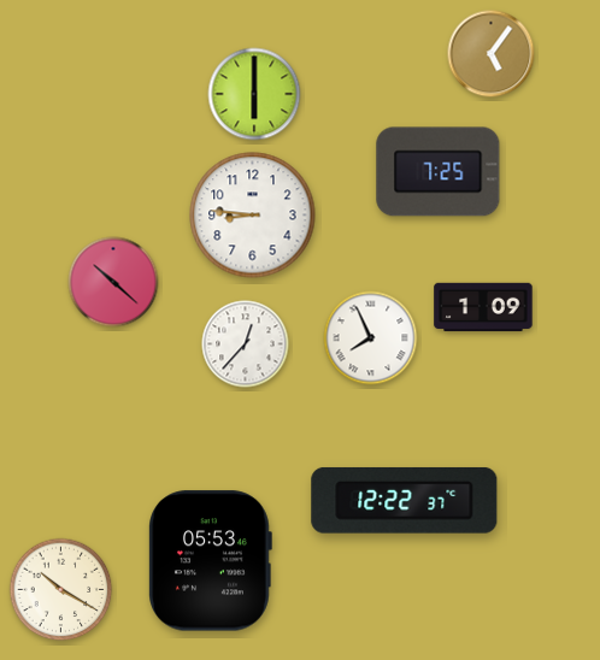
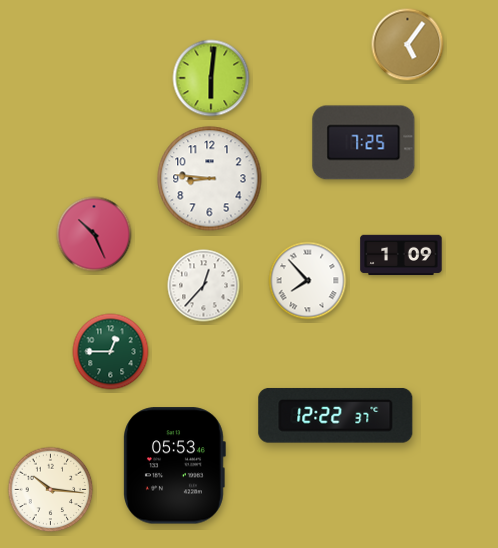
clock at (254, 94): 6:00 -> 6:01
clock at (113, 282): 10:22 -> 10:26
clock at (371, 338): 7:56 -> 7:53
clock at (111, 352): none -> 12:45
clock at (61, 590): 10:20 -> 10:16
